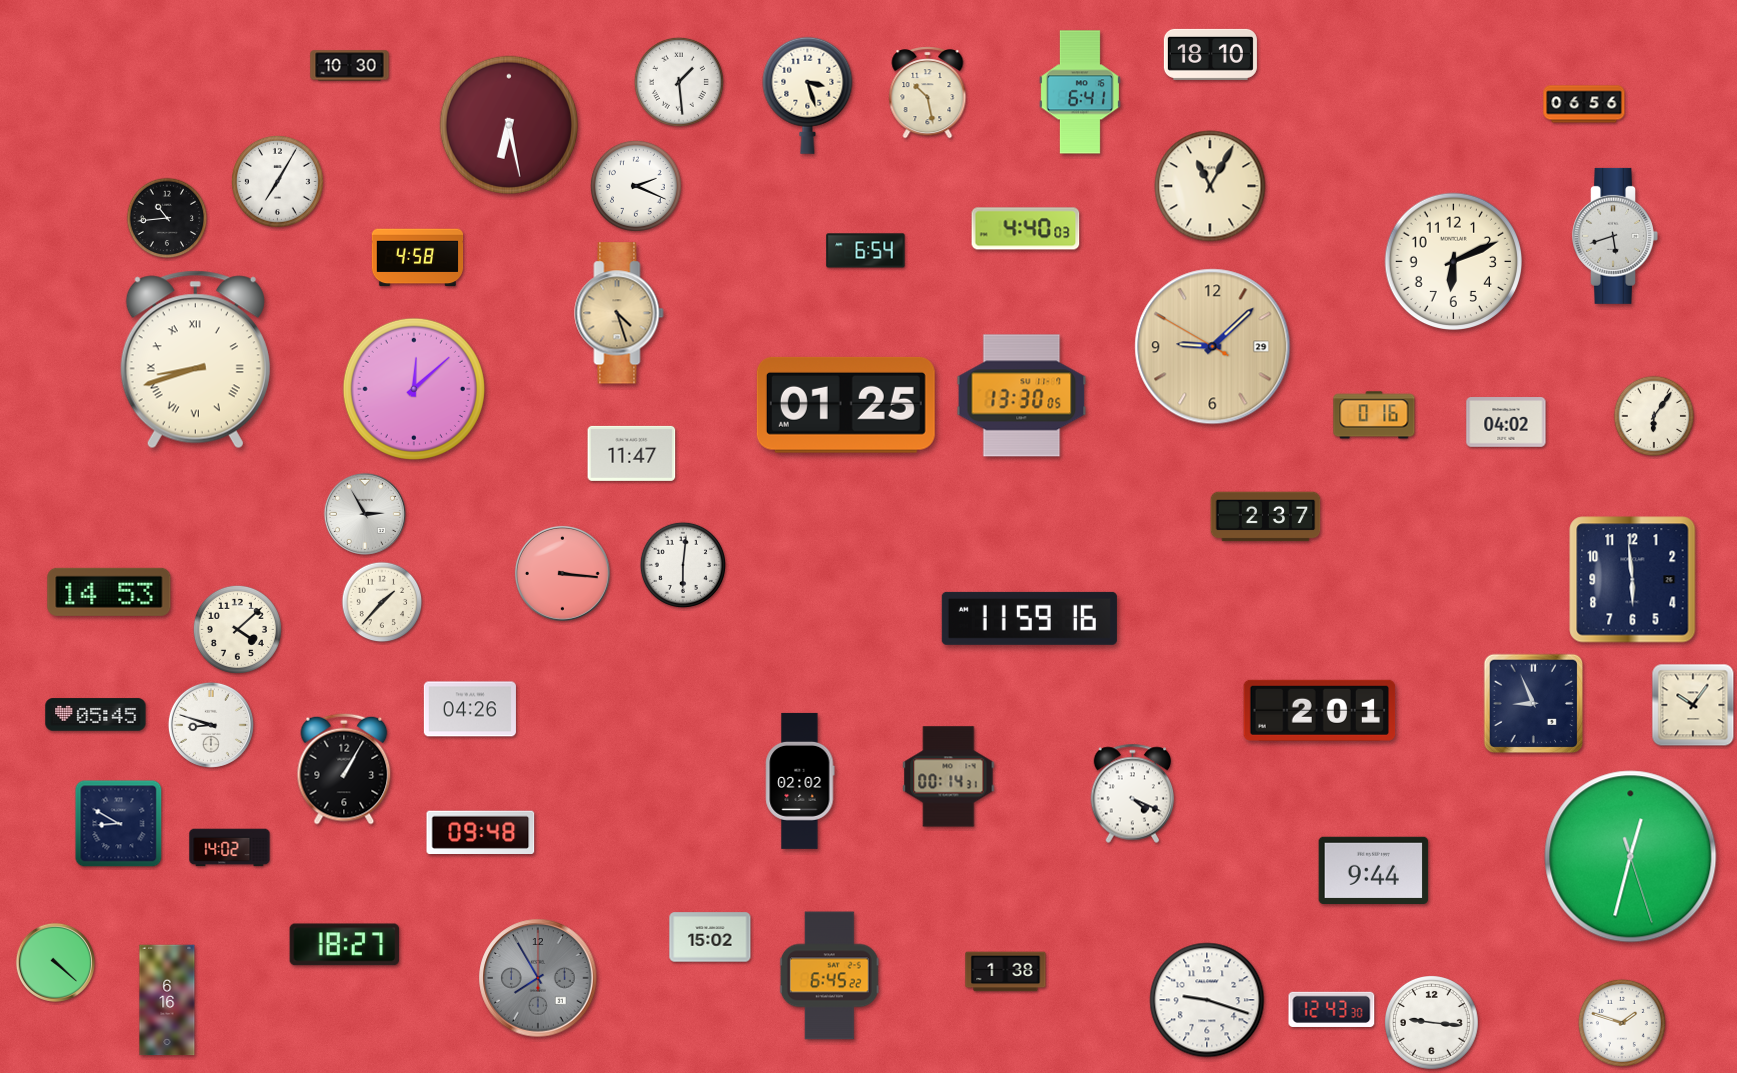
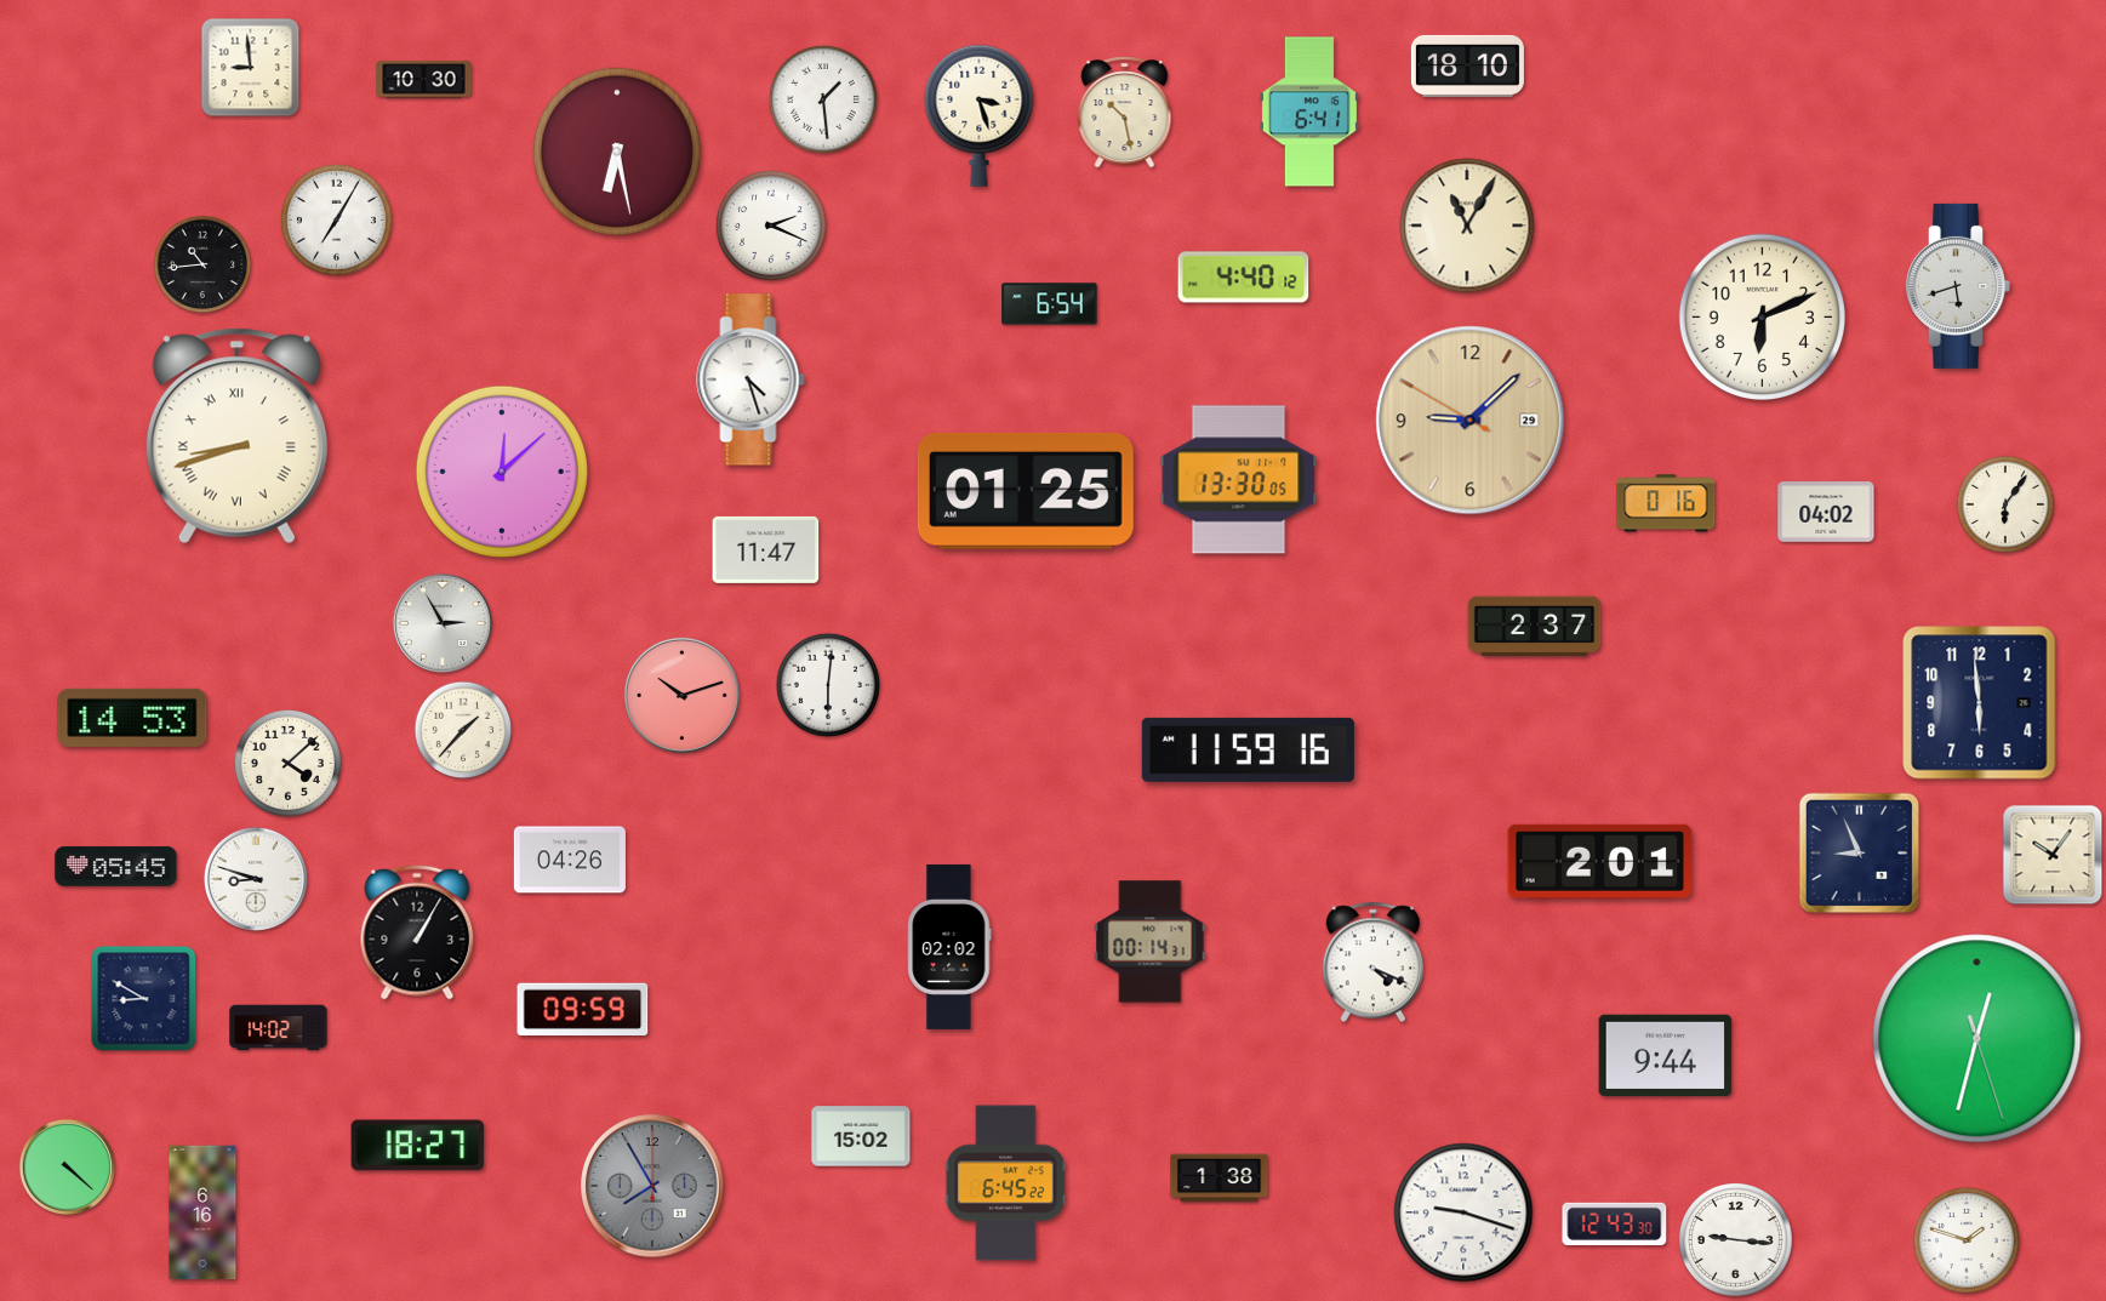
clock at (251, 68): none -> 8:59
clock at (1584, 104): 06:56 -> none
clock at (1026, 229): 4:40:03 -> 4:40:12
clock at (418, 258): 4:58 -> none
clock at (619, 313) dial: champagne -> white
clock at (562, 573): 3:16 -> 10:12
clock at (800, 781) position: (800, 781) -> (949, 947)
clock at (481, 832): 09:48 -> 09:59
